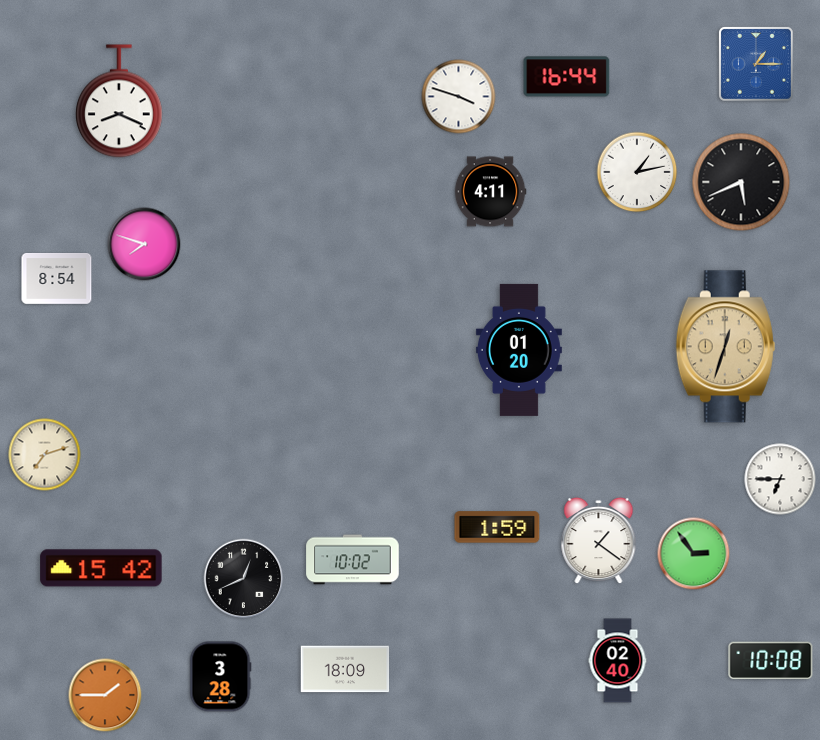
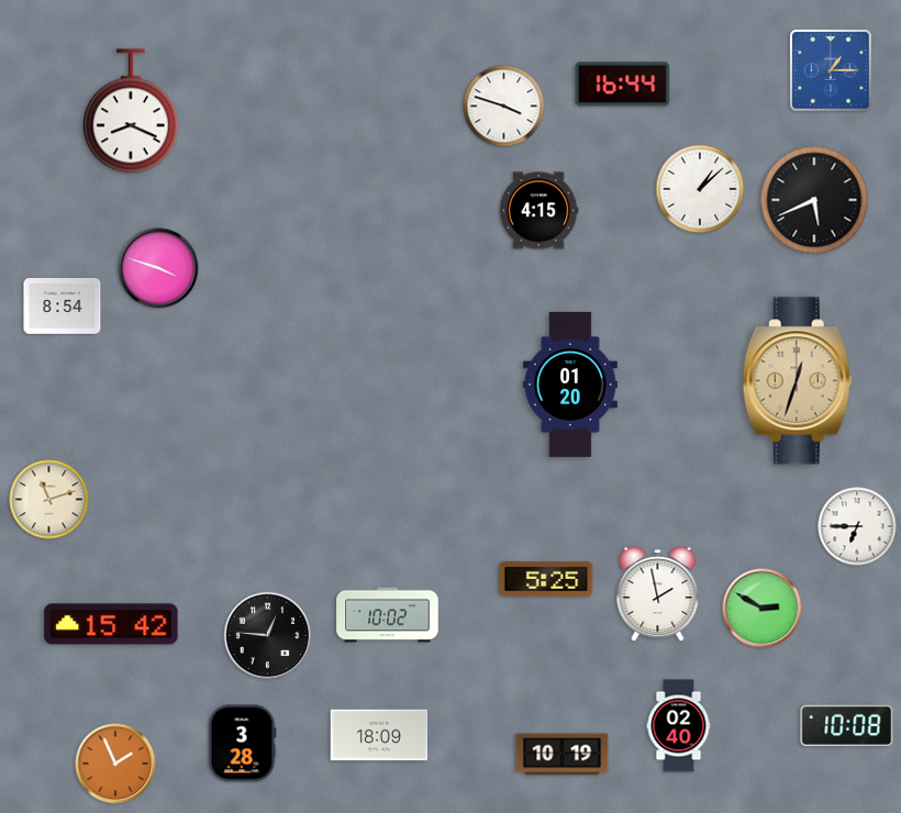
clock at (637, 172): 1:13 -> 1:08
clock at (490, 192): 4:11 -> 4:15
clock at (144, 244): 7:48 -> 3:48
clock at (45, 455): 7:12 -> 11:12
clock at (497, 527): 1:59 -> 5:25
clock at (599, 541): 1:21 -> 1:58
clock at (694, 554): 2:54 -> 2:50
clock at (244, 579): 12:41 -> 12:46
clock at (563, 755): none -> 10:19
clock at (105, 695): 1:45 -> 1:56
